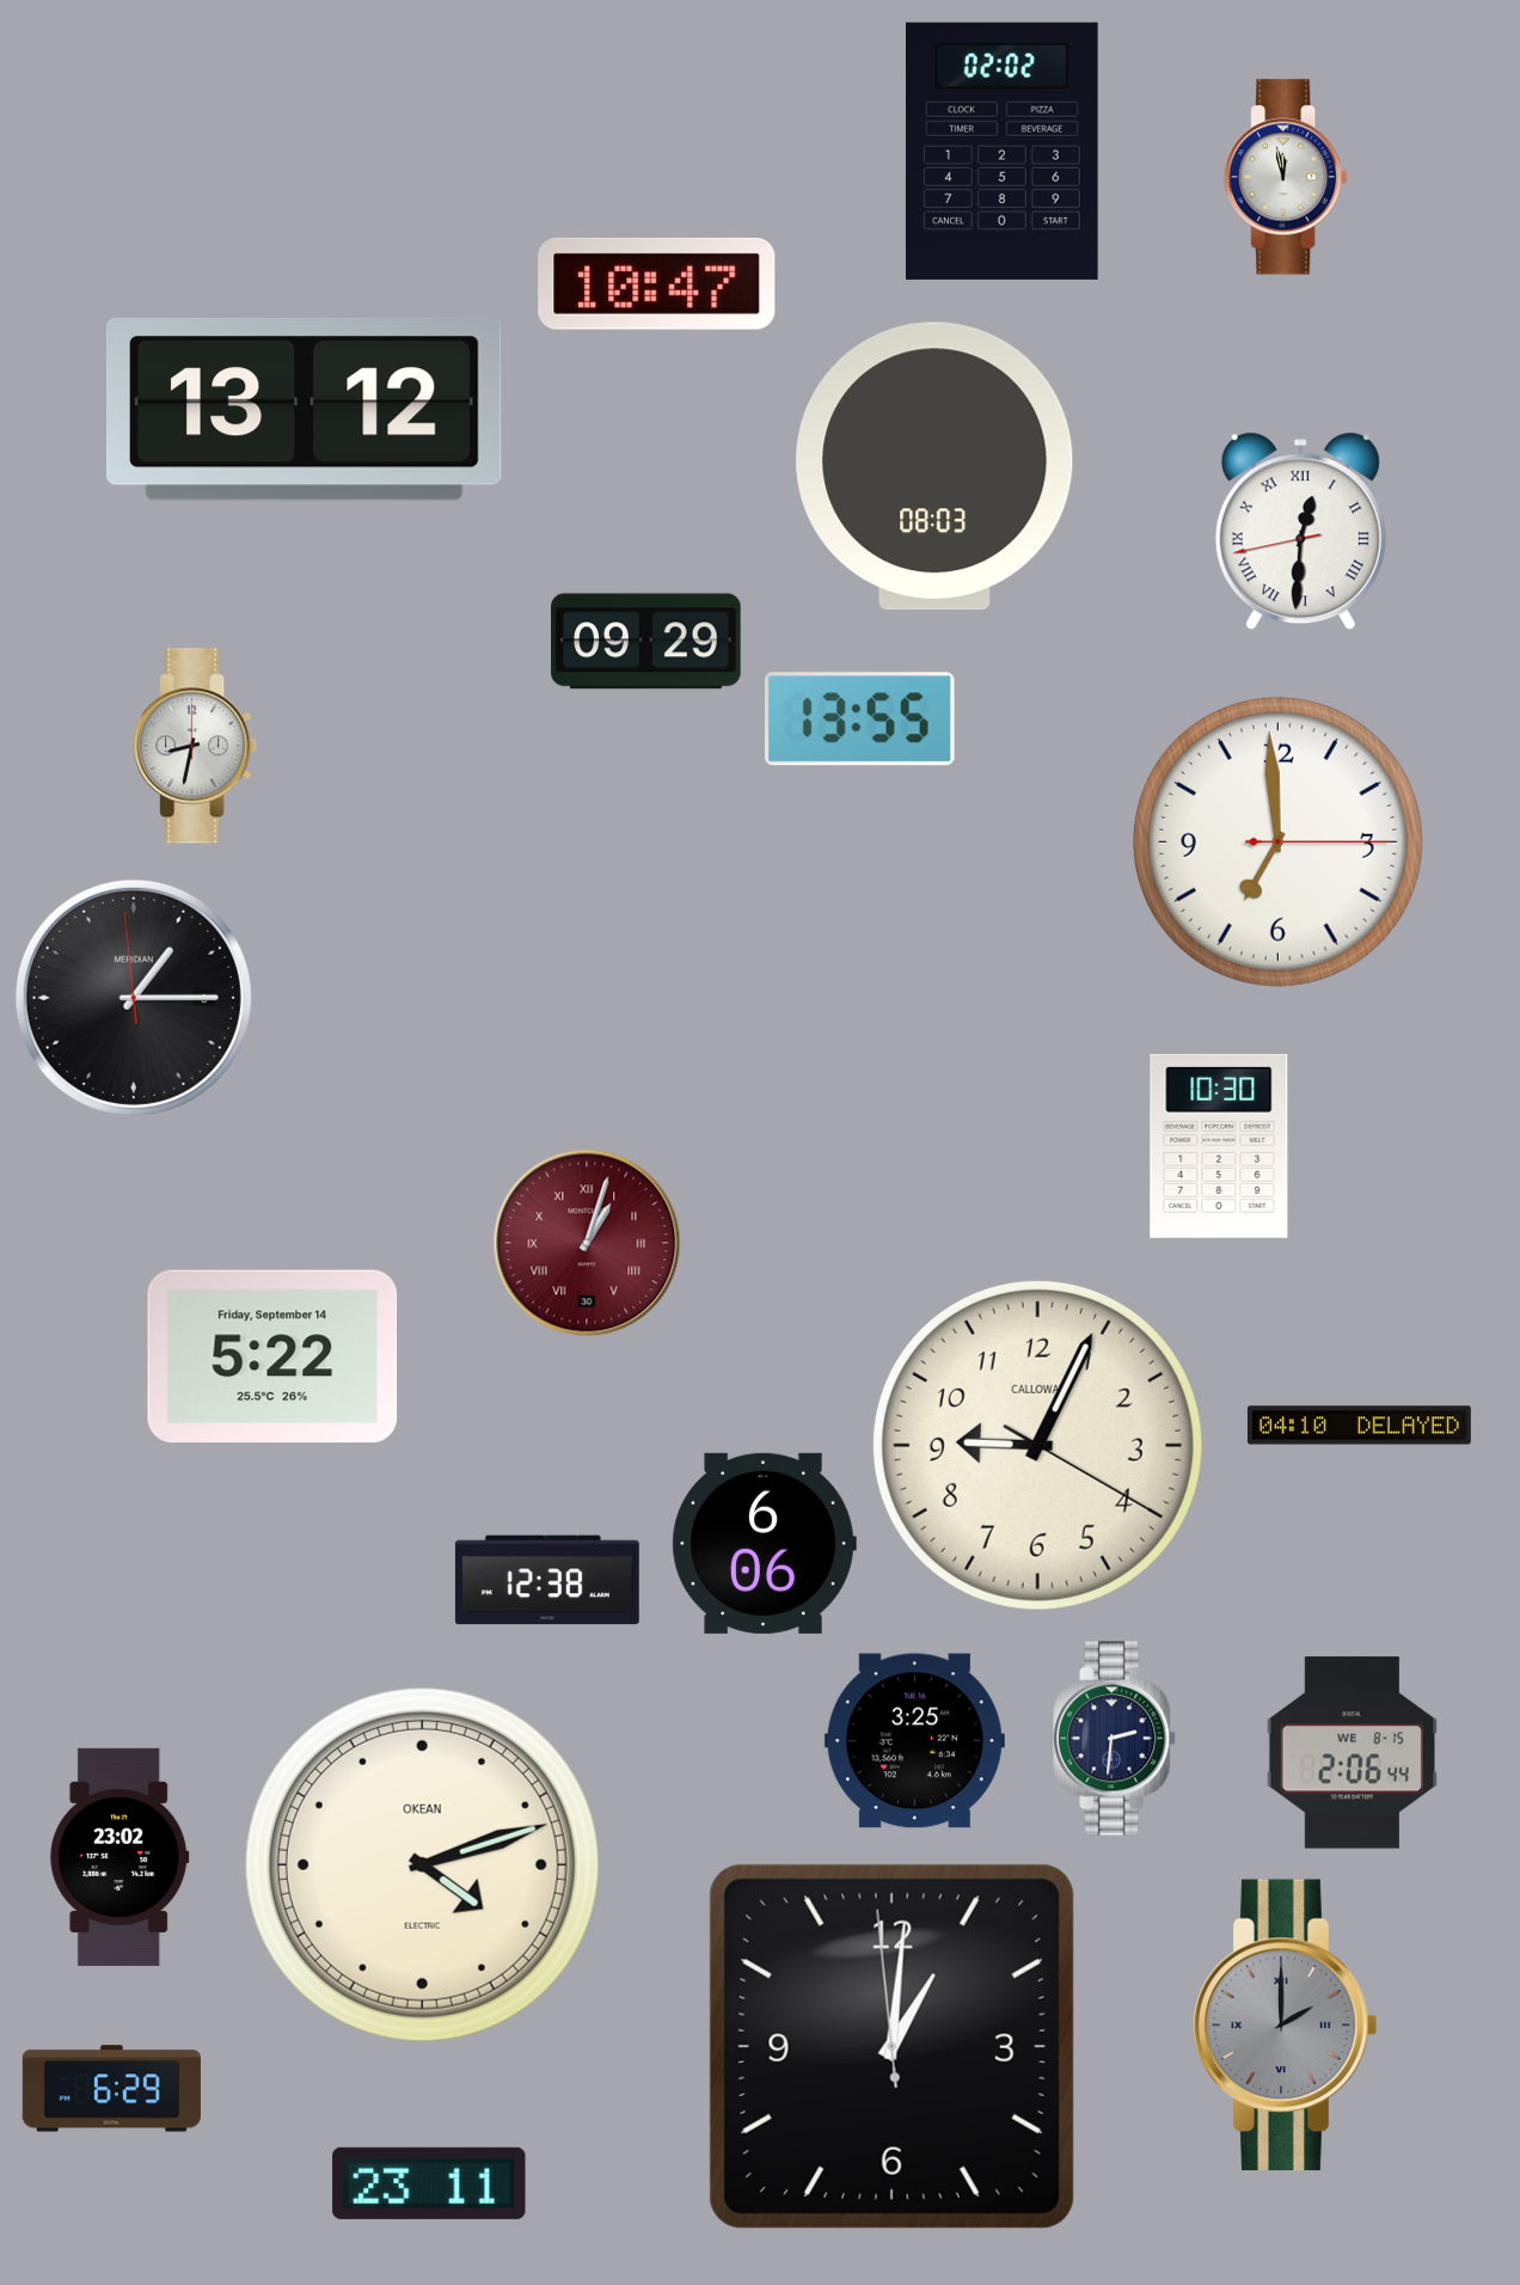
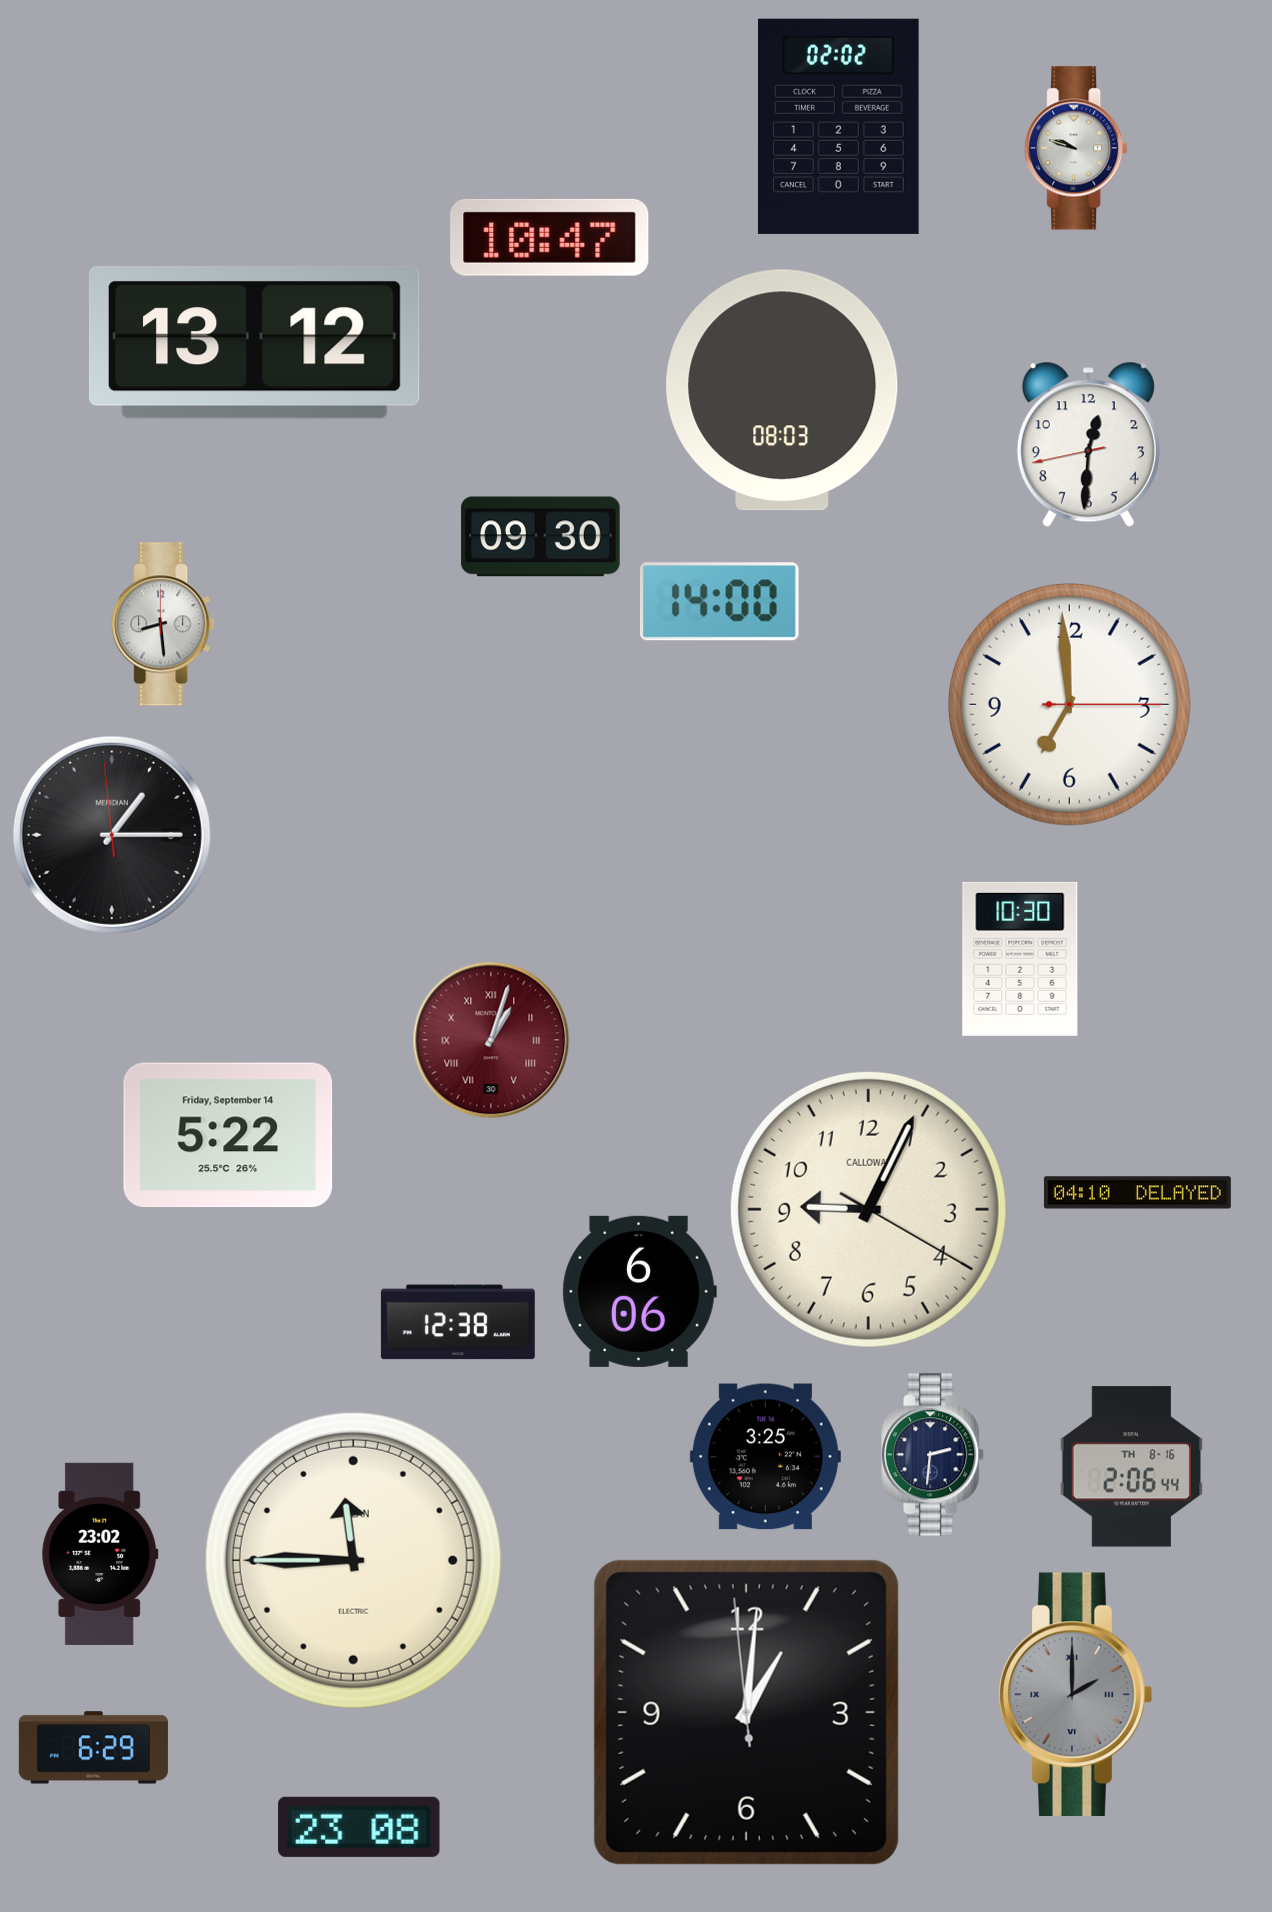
clock at (1286, 177): 11:58 -> 9:48
clock at (1300, 532) numerals: Roman -> Arabic
clock at (646, 642): 09:29 -> 09:30
clock at (859, 719): 13:55 -> 14:00
clock at (195, 746): 8:32 -> 8:29
clock at (1352, 1753) date: WE 8-15 -> TH 8-16
clock at (422, 1864): 4:12 -> 11:45
clock at (429, 2183): 23:11 -> 23:08
